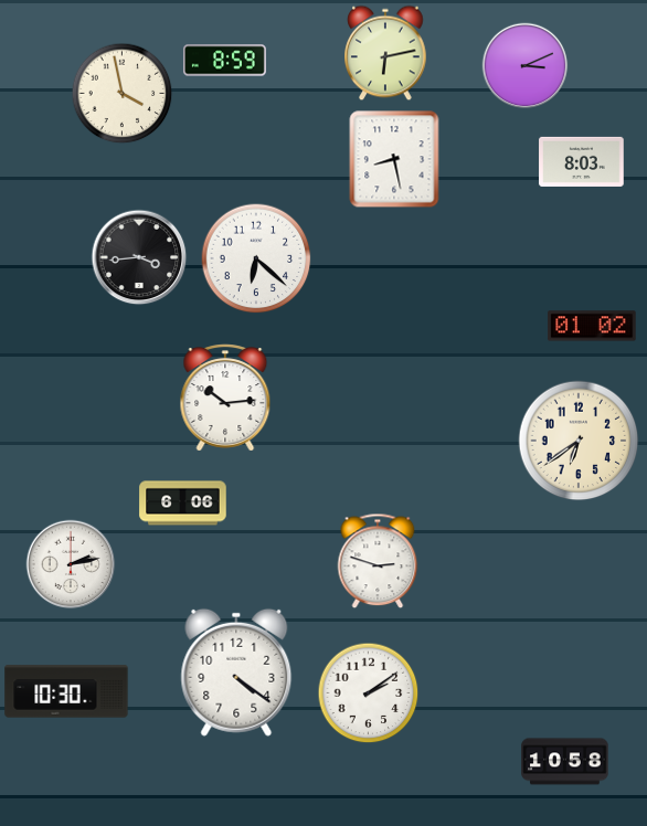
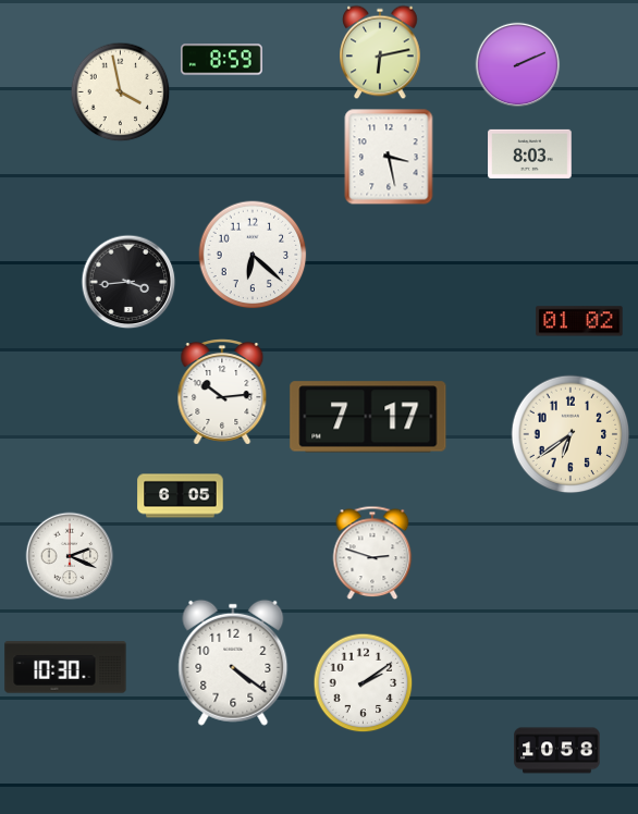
clock at (526, 66): 3:11 -> 2:11
clock at (394, 159): 8:28 -> 3:28
clock at (582, 161) position: (582, 161) -> (530, 153)
clock at (139, 257) position: (139, 257) -> (128, 282)
clock at (592, 326) position: (592, 326) -> (579, 321)
clock at (368, 417): none -> 7:17
clock at (183, 504): 6:06 -> 6:05
clock at (71, 564): 2:13 -> 2:19
clock at (66, 691) position: (66, 691) -> (65, 667)
